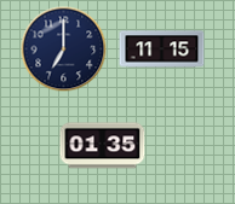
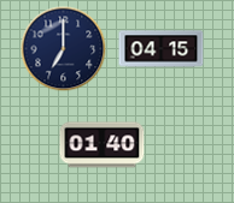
clock at (162, 49): 11:15 -> 04:15
clock at (103, 146): 01:35 -> 01:40
